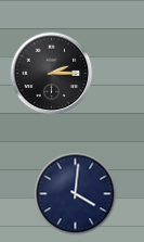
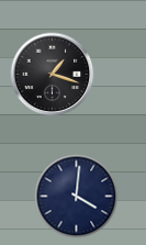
clock at (52, 74): 2:15 -> 1:18
